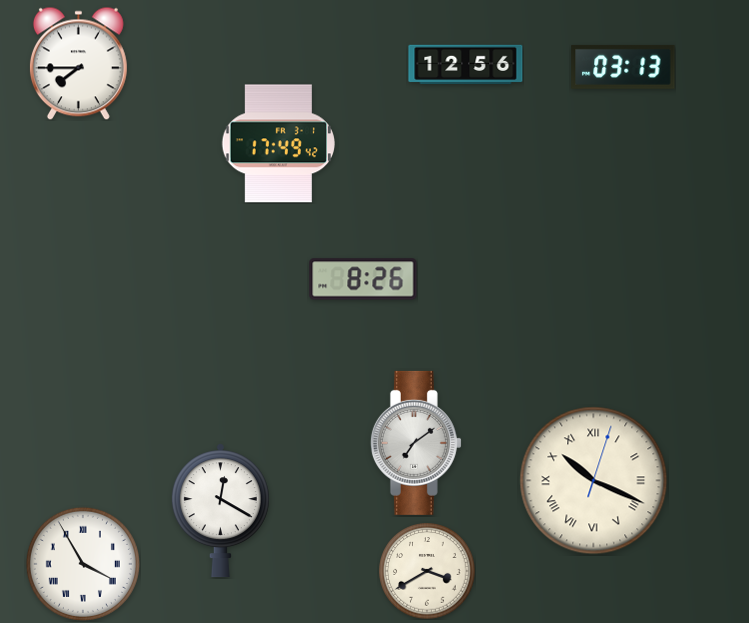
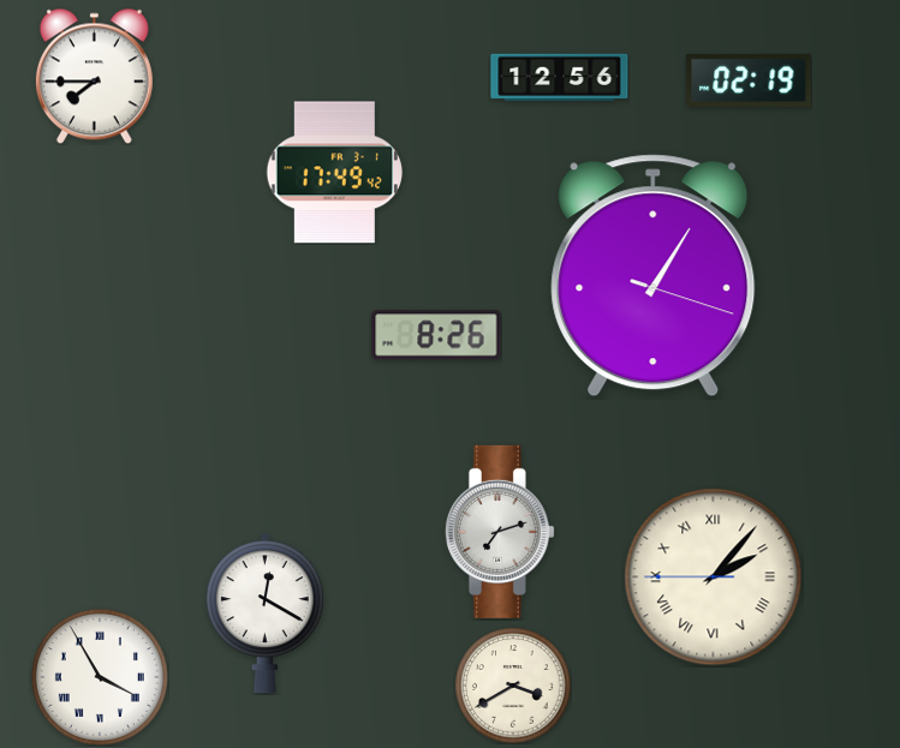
clock at (623, 67): 03:13 -> 02:19
clock at (654, 276): none -> 1:05
clock at (416, 443): 7:09 -> 7:12
clock at (594, 481): 10:19 -> 2:06
